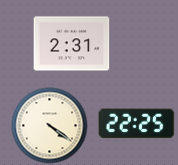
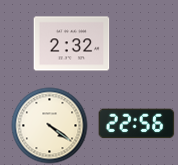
clock at (72, 44): 2:31 -> 2:32
clock at (137, 124): 22:25 -> 22:56
